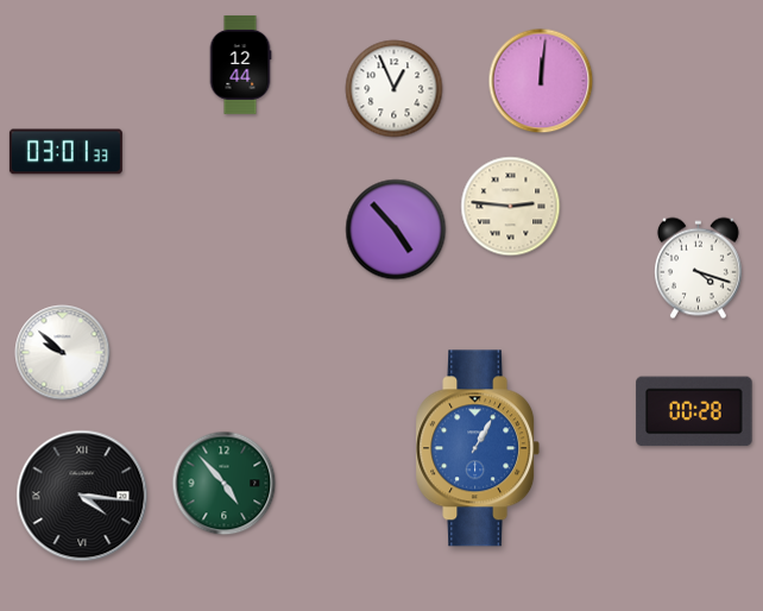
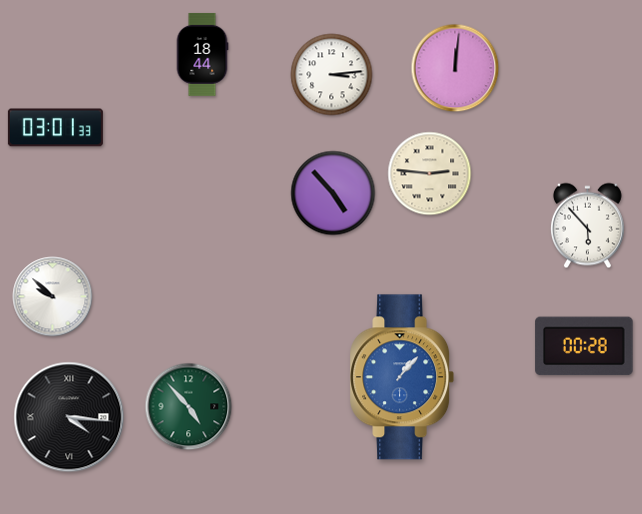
clock at (240, 64): 12:44 -> 18:44
clock at (395, 89): 12:56 -> 3:14
clock at (698, 269): 4:18 -> 5:53
clock at (478, 448): 1:05 -> 1:07
